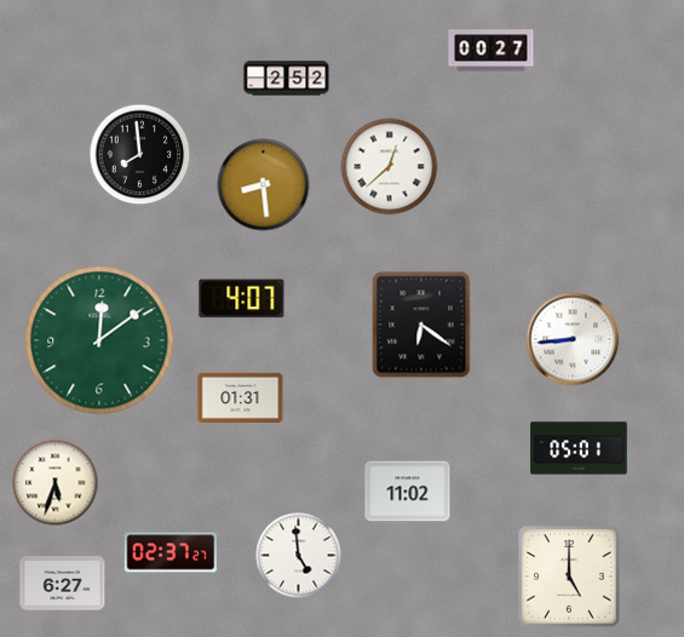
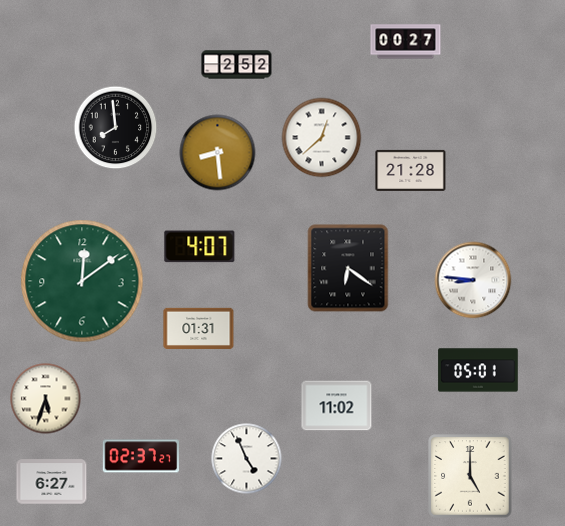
clock at (411, 170): none -> 21:28
clock at (573, 339): 8:44 -> 8:46
clock at (299, 556): 4:59 -> 4:56
